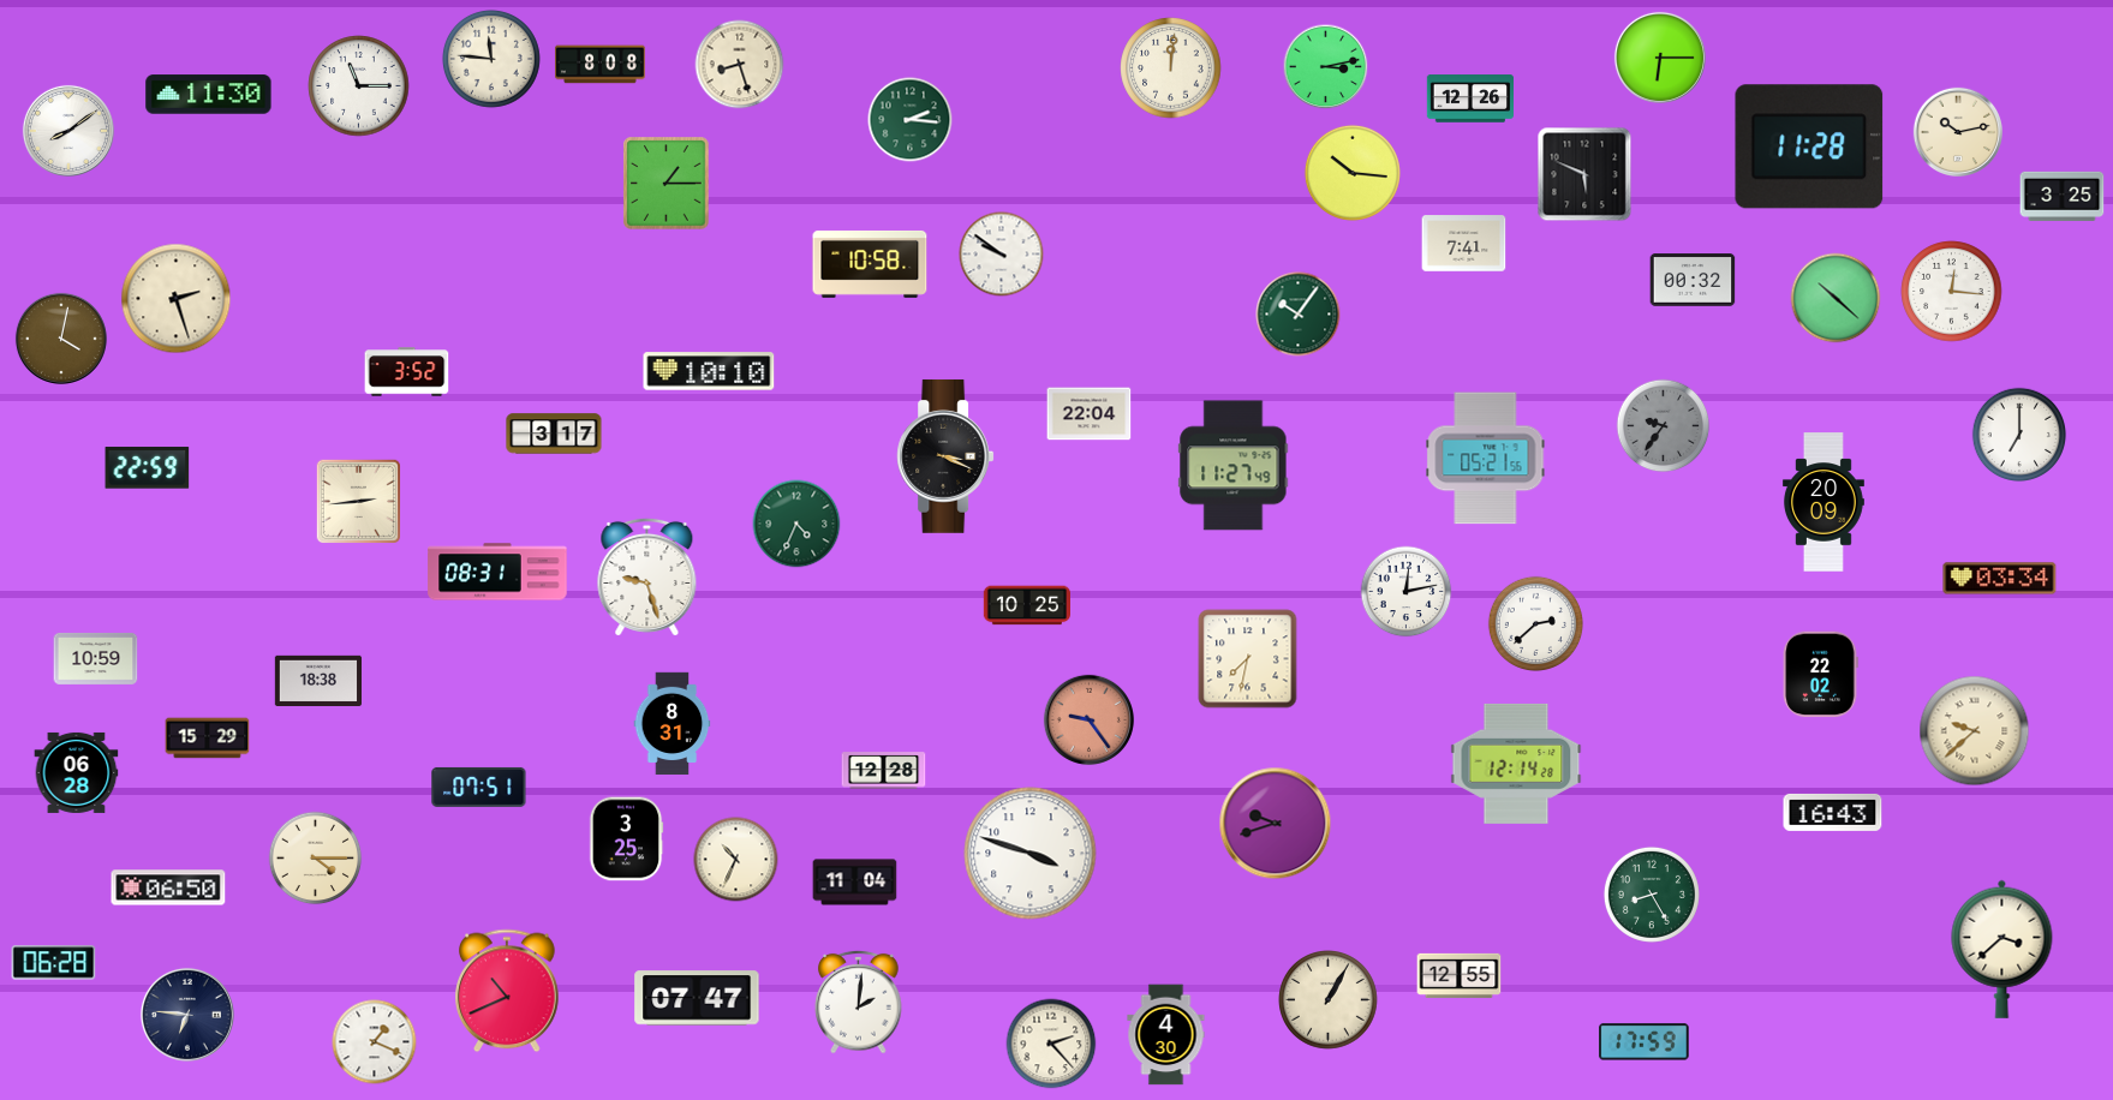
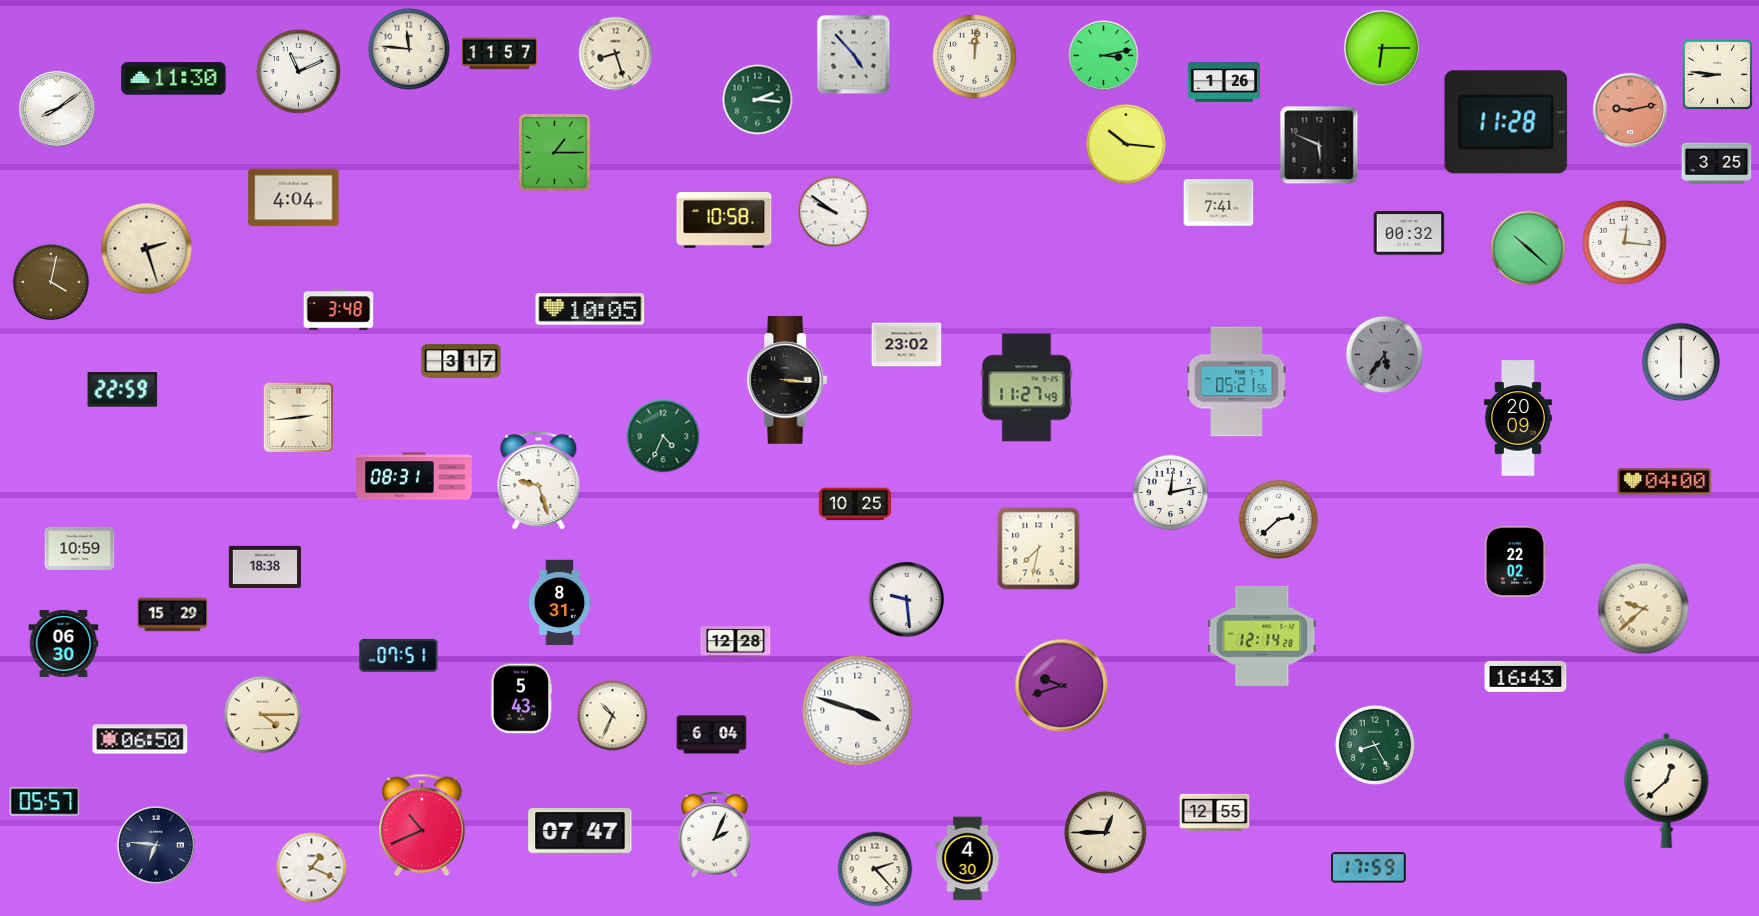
clock at (601, 65): 8:08 -> 11:57
clock at (854, 55): none -> 4:53
clock at (359, 86): 11:15 -> 11:11
clock at (1717, 74): none -> 8:46
clock at (1469, 98): 12:26 -> 1:26
clock at (1957, 131): 10:13 -> 9:13
clock at (1957, 131) dial: cream -> salmon
clock at (294, 198): none -> 4:04
clock at (1299, 315): 10:06 -> none
clock at (709, 371): 10:10 -> 10:05
clock at (407, 372): 3:52 -> 3:48
clock at (1090, 414): 22:04 -> 23:02
clock at (1664, 426): 9:36 -> 5:36
clock at (2019, 435): 7:00 -> 6:00
clock at (945, 456): 3:19 -> 3:16
clock at (2000, 579): 03:34 -> 04:00
clock at (1088, 719): 9:24 -> 9:29
clock at (1088, 719) dial: salmon -> white
clock at (77, 772): 06:28 -> 06:30
clock at (626, 839): 3:25 -> 5:43
clock at (855, 883): 11:04 -> 6:04
clock at (2002, 949): 3:38 -> 12:38
clock at (54, 963): 06:28 -> 05:57
clock at (1329, 1000): 1:05 -> 12:45
clock at (859, 1002): 2:01 -> 2:04
clock at (1166, 1035) position: (1166, 1035) -> (968, 859)
